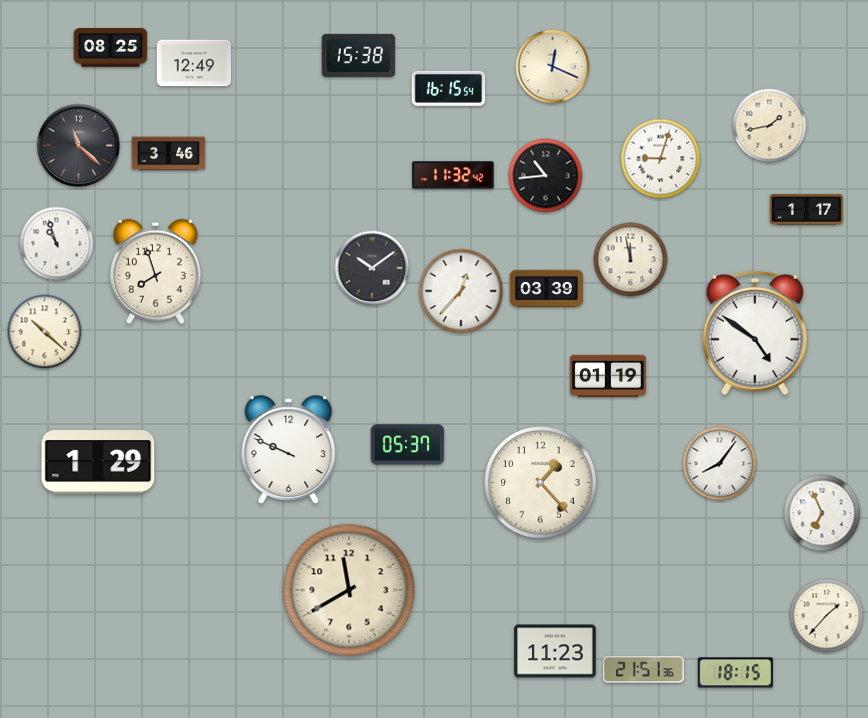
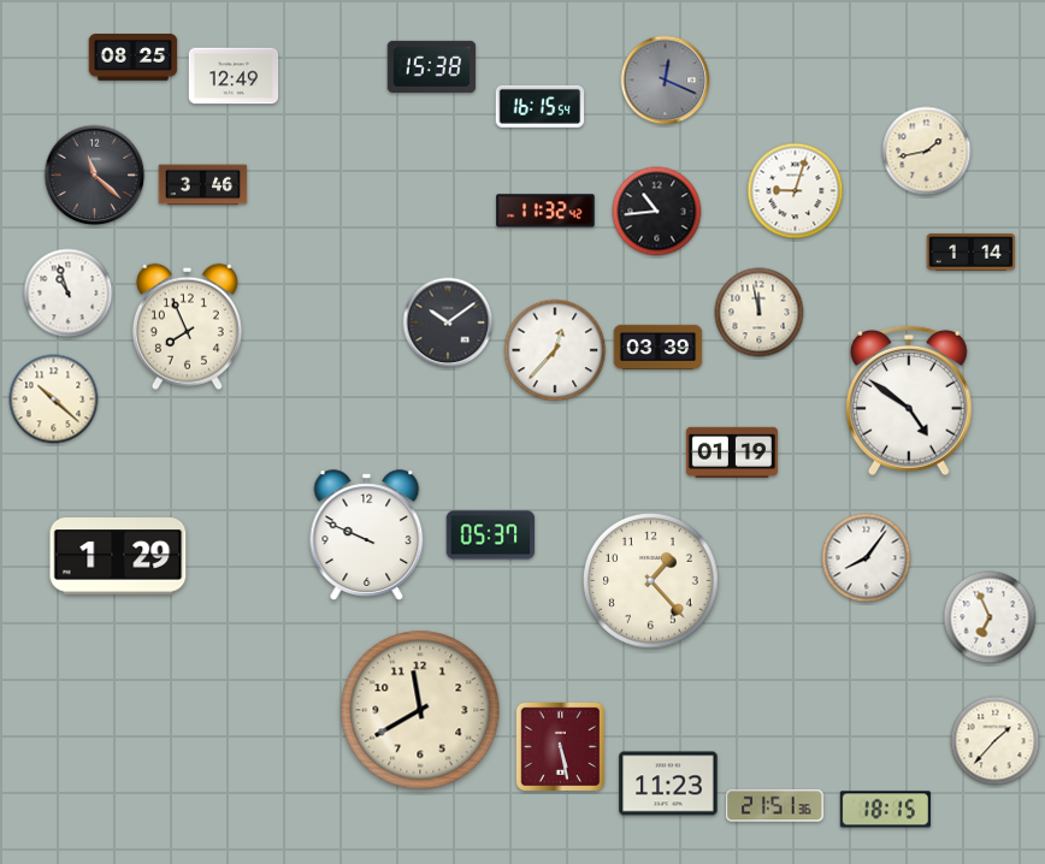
clock at (553, 67) dial: cream -> grey
clock at (807, 209): 1:17 -> 1:14
clock at (155, 271): 7:57 -> 7:56
clock at (289, 450) position: (289, 450) -> (367, 535)
clock at (561, 747): none -> 5:28
